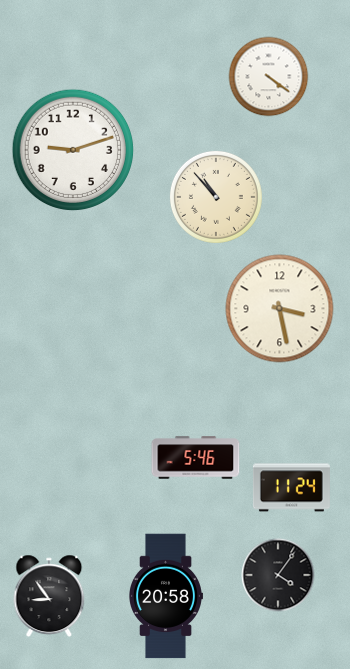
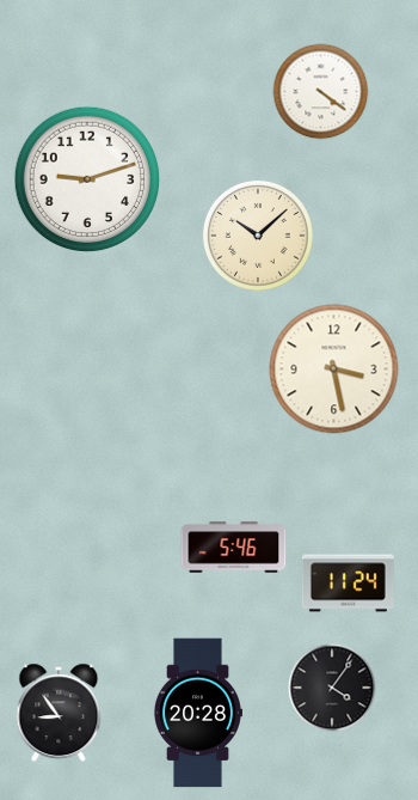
clock at (216, 197): 10:53 -> 10:08
clock at (166, 596): 20:58 -> 20:28
